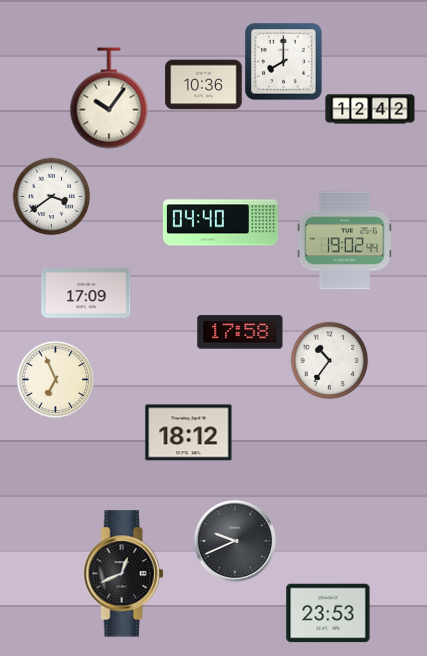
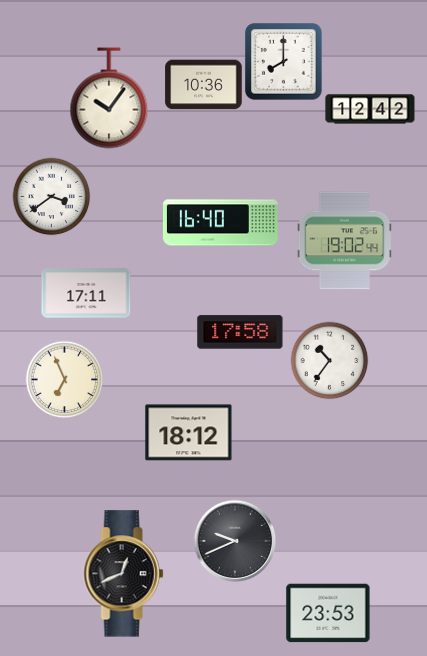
clock at (220, 223): 04:40 -> 16:40
clock at (86, 293): 17:09 -> 17:11
clock at (55, 379) position: (55, 379) -> (64, 379)
